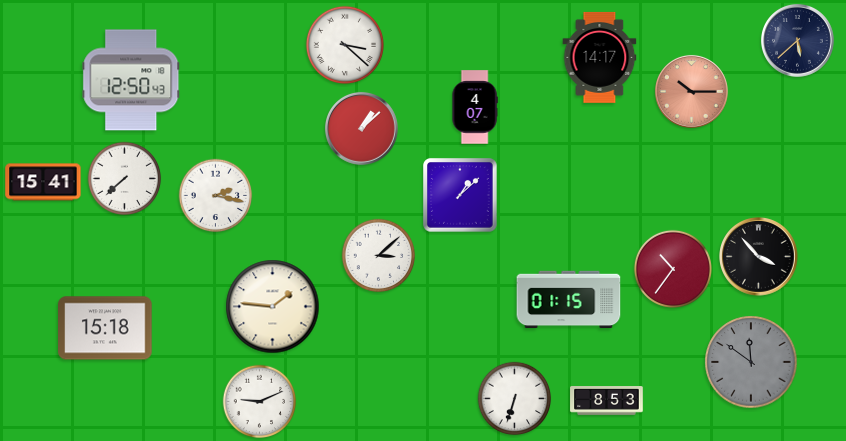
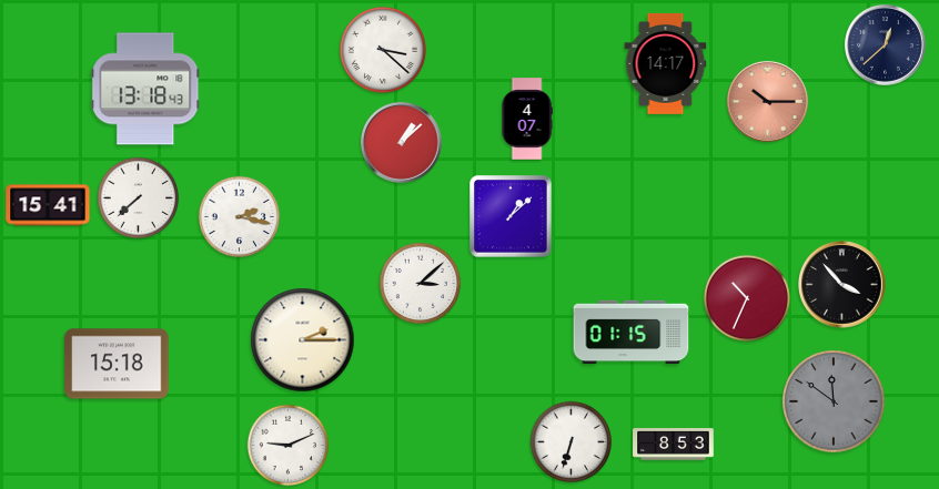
clock at (797, 40): 5:38 -> 12:38
clock at (131, 80): 12:50 -> 13:18
clock at (43, 182) position: (43, 182) -> (48, 205)
clock at (673, 269): 10:36 -> 10:34
clock at (273, 307): 1:46 -> 2:15
